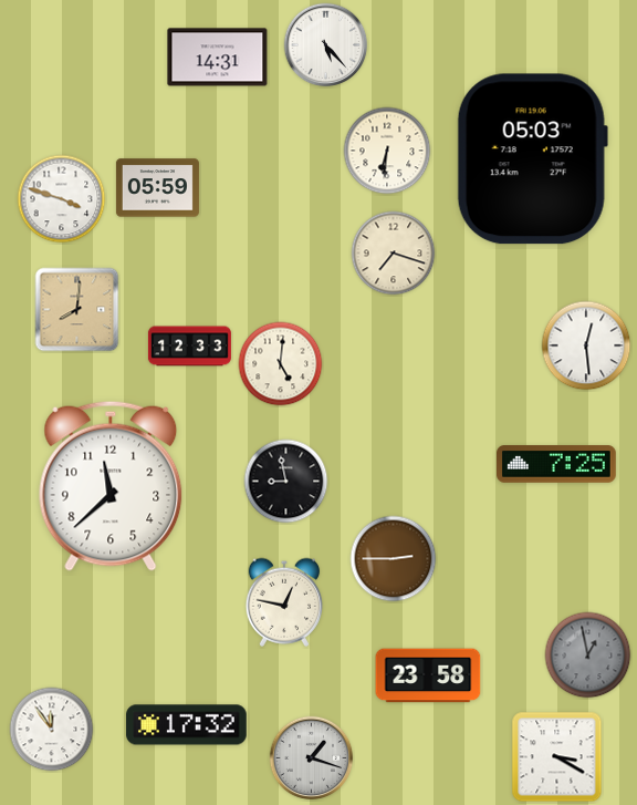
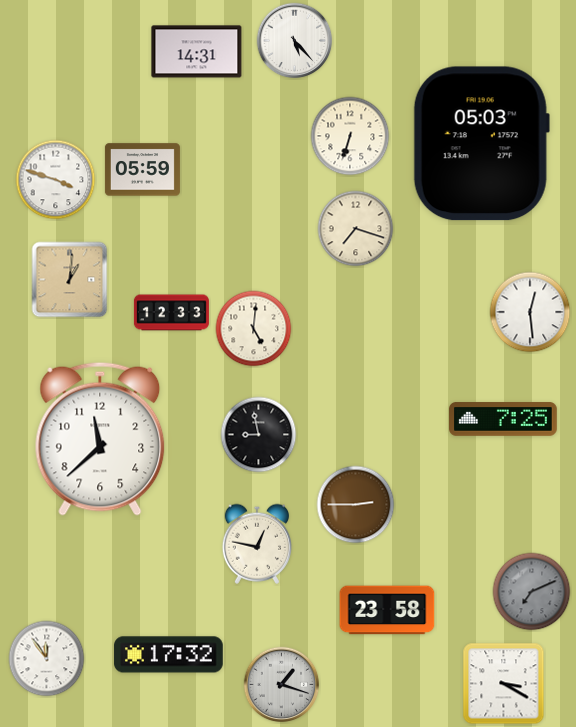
clock at (387, 151): 6:31 -> 6:33
clock at (77, 310): 8:01 -> 1:01
clock at (588, 656): 12:58 -> 7:11
